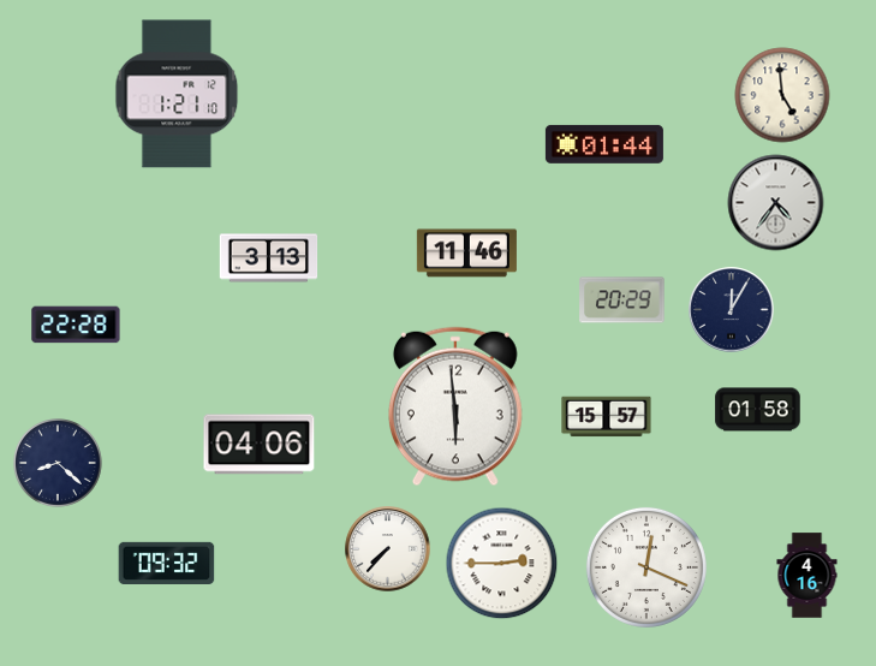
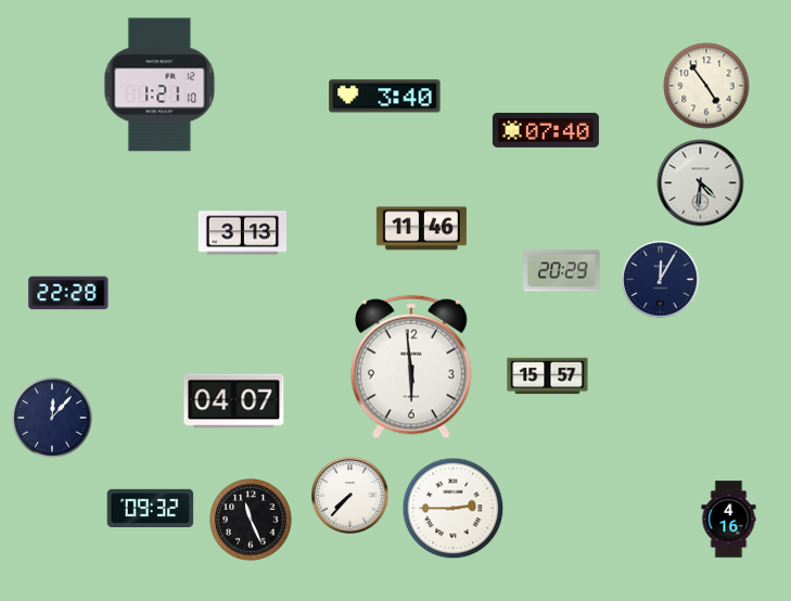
clock at (782, 95): 4:59 -> 4:54
clock at (385, 97): none -> 3:40
clock at (604, 144): 01:44 -> 07:40
clock at (776, 203): 4:36 -> 4:31
clock at (758, 410): 01:58 -> none
clock at (260, 445): 04:06 -> 04:07
clock at (59, 464): 8:22 -> 12:07
clock at (646, 567): 12:19 -> none
clock at (251, 520): none -> 11:26
